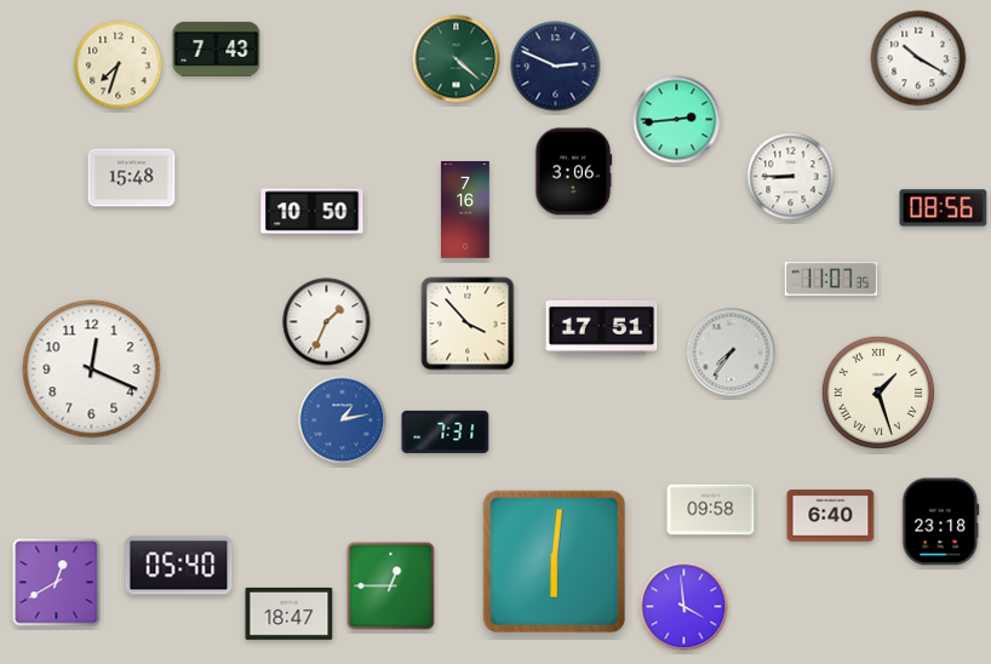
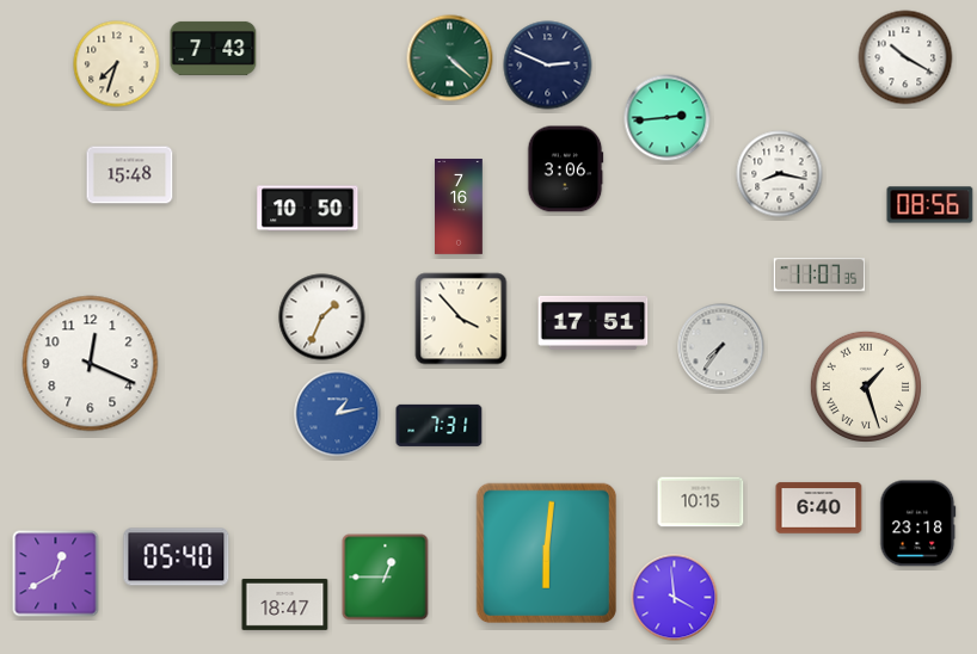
clock at (791, 177): 8:45 -> 8:17
clock at (711, 510): 09:58 -> 10:15
clock at (941, 522) position: (941, 522) -> (918, 524)
